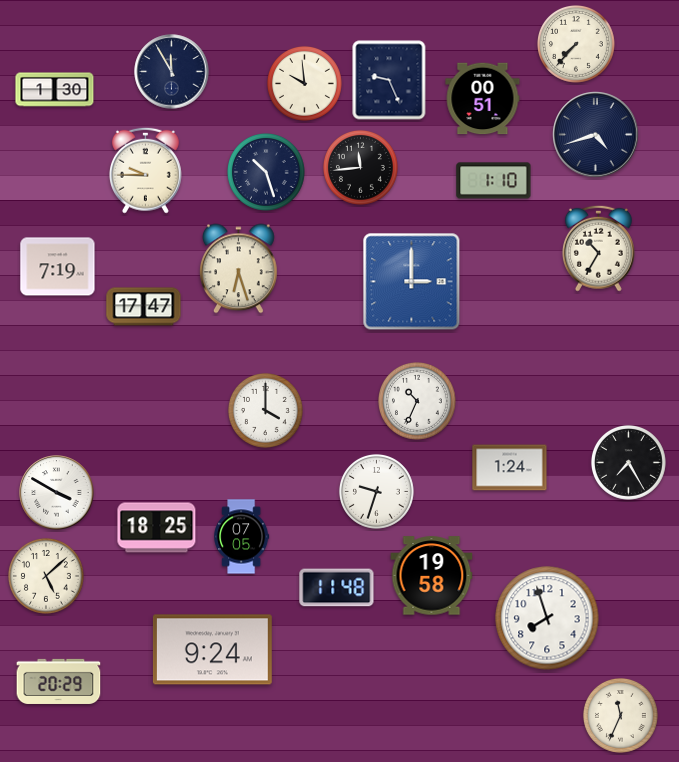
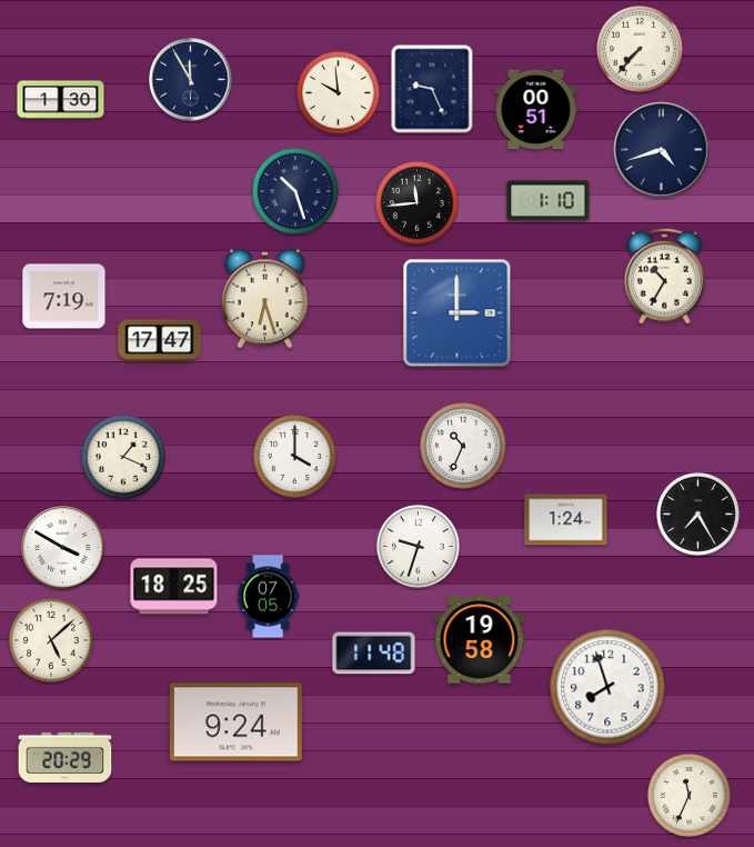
clock at (360, 167) position: (360, 167) -> (416, 202)
clock at (145, 170): 9:45 -> none
clock at (123, 457): none -> 1:19
